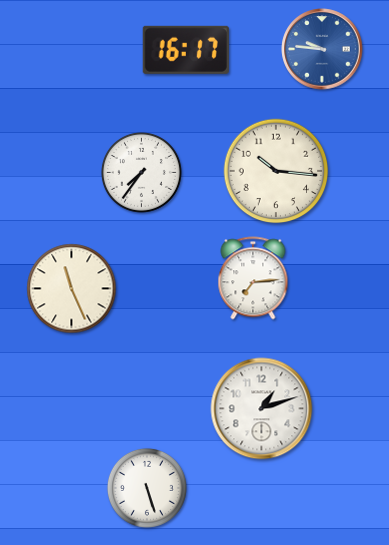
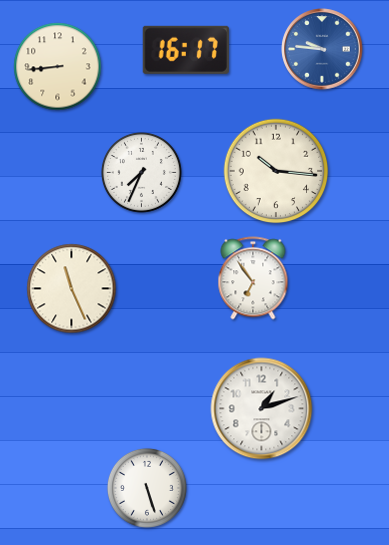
clock at (58, 67): none -> 8:44
clock at (141, 172): 7:36 -> 7:34
clock at (253, 278): 7:14 -> 6:54
